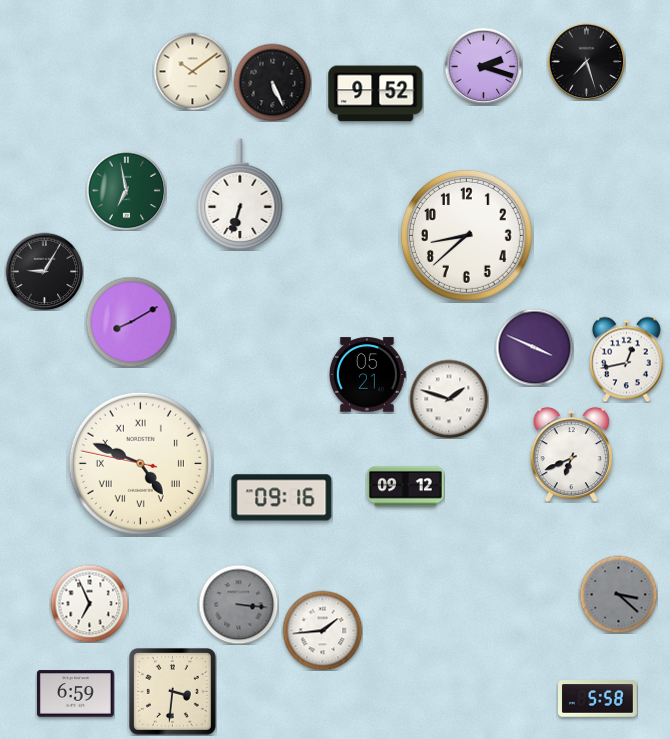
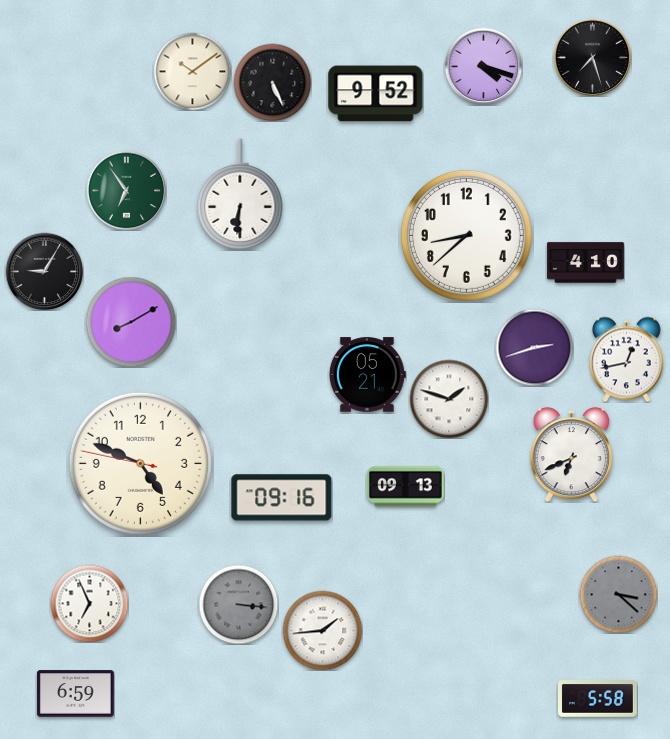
clock at (586, 61) position: (586, 61) -> (592, 57)
clock at (483, 66): 2:18 -> 4:18
clock at (126, 190): 6:58 -> 6:54
clock at (240, 194): 6:33 -> 6:31
clock at (586, 263): none -> 4:10
clock at (534, 347): 3:49 -> 2:42
clock at (140, 463) numerals: Roman -> Arabic
clock at (405, 487): 09:12 -> 09:13
clock at (173, 692): 3:31 -> none
